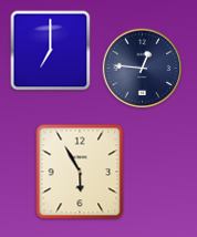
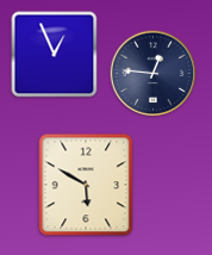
clock at (51, 51): 7:00 -> 12:56
clock at (80, 172): 5:55 -> 5:50
